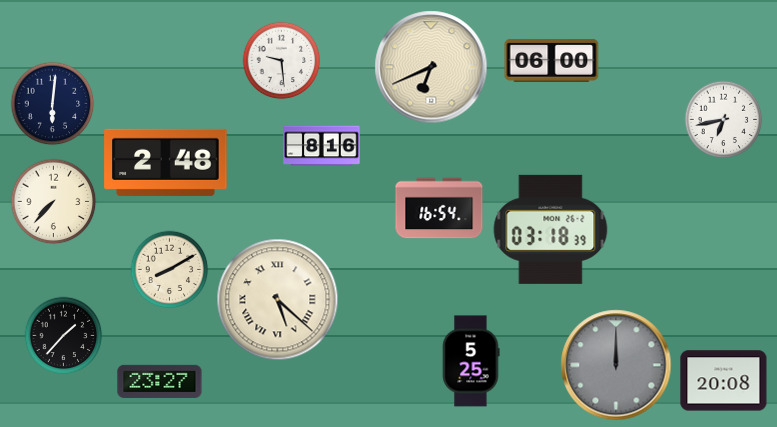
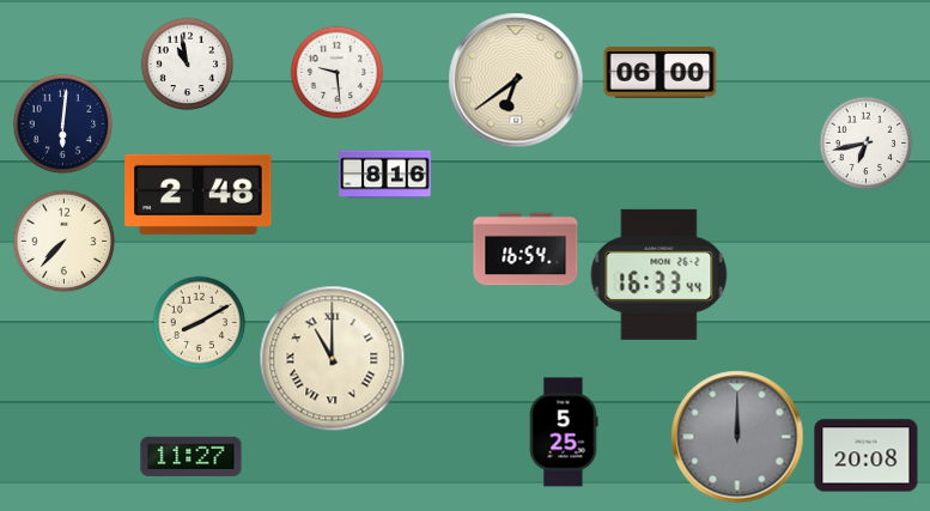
clock at (187, 63): none -> 10:58
clock at (431, 67): 6:41 -> 6:39
clock at (551, 229): 03:18 -> 16:33
clock at (169, 269) position: (169, 269) -> (199, 322)
clock at (278, 300): 5:22 -> 11:00
clock at (63, 335): 1:37 -> none
clock at (160, 381): 23:27 -> 11:27
